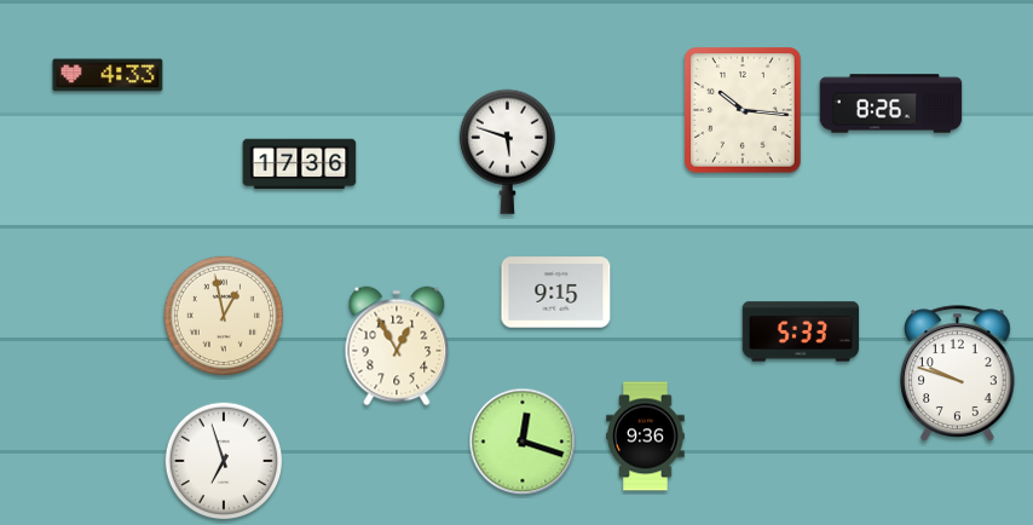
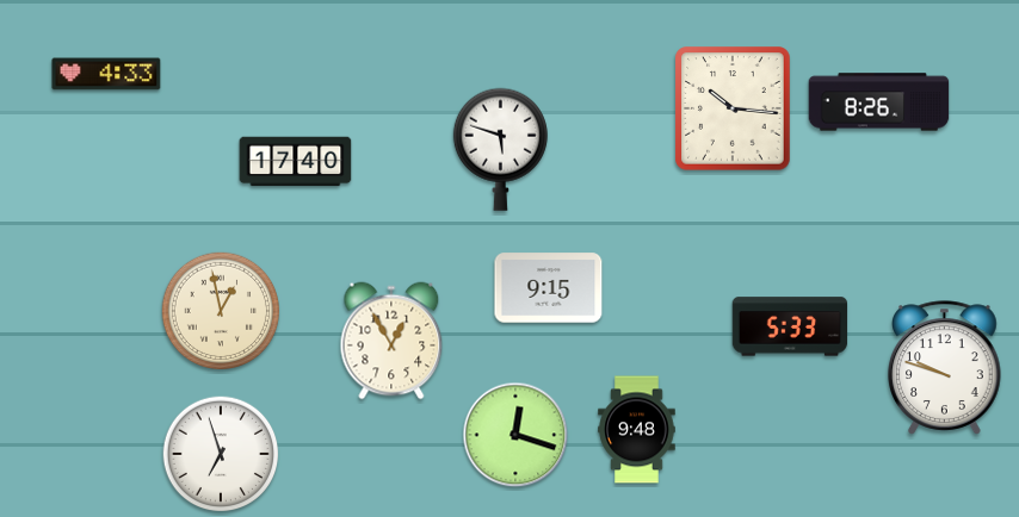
clock at (300, 165): 17:36 -> 17:40
clock at (646, 437): 9:36 -> 9:48
